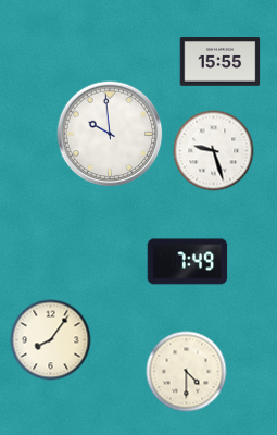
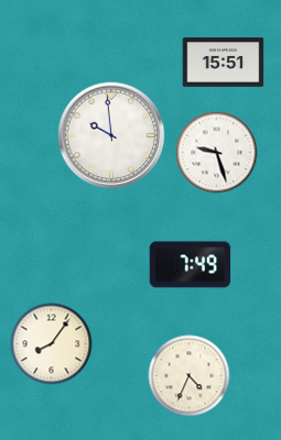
clock at (221, 62): 15:55 -> 15:51
clock at (187, 372): 4:30 -> 4:34
